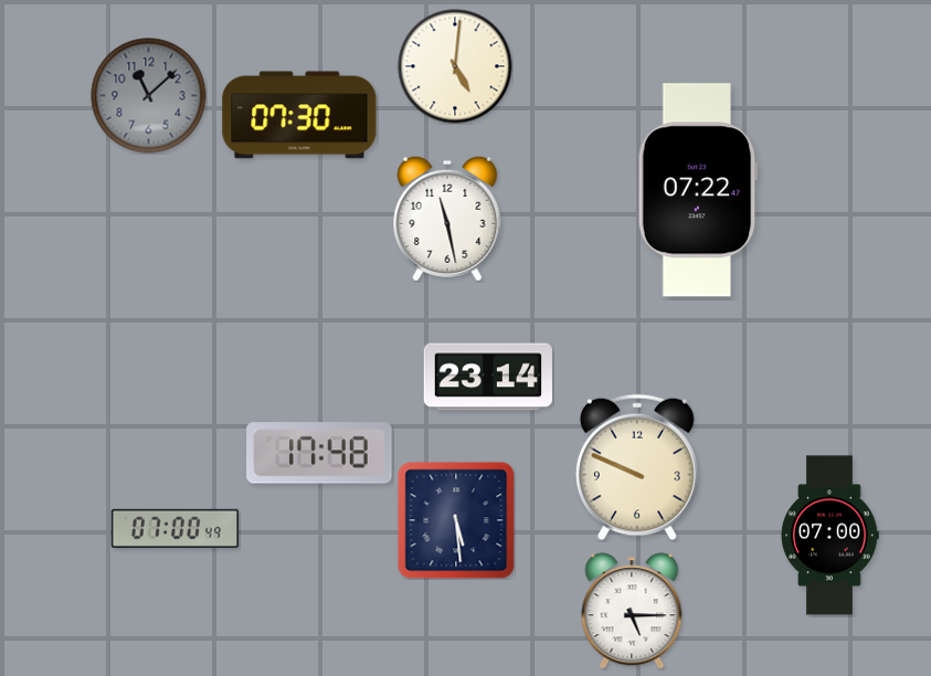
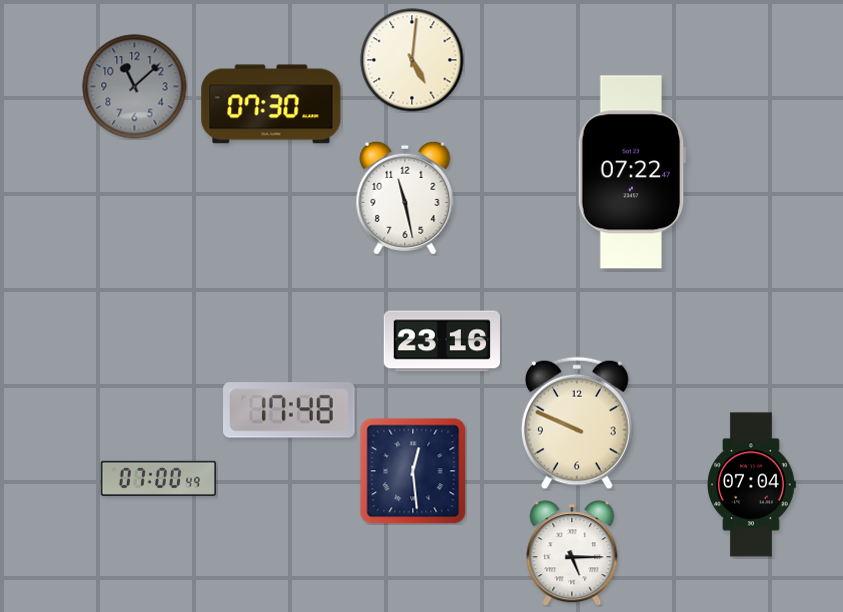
clock at (488, 377): 23:14 -> 23:16
clock at (456, 520): 5:29 -> 12:29
clock at (829, 536): 07:00 -> 07:04
